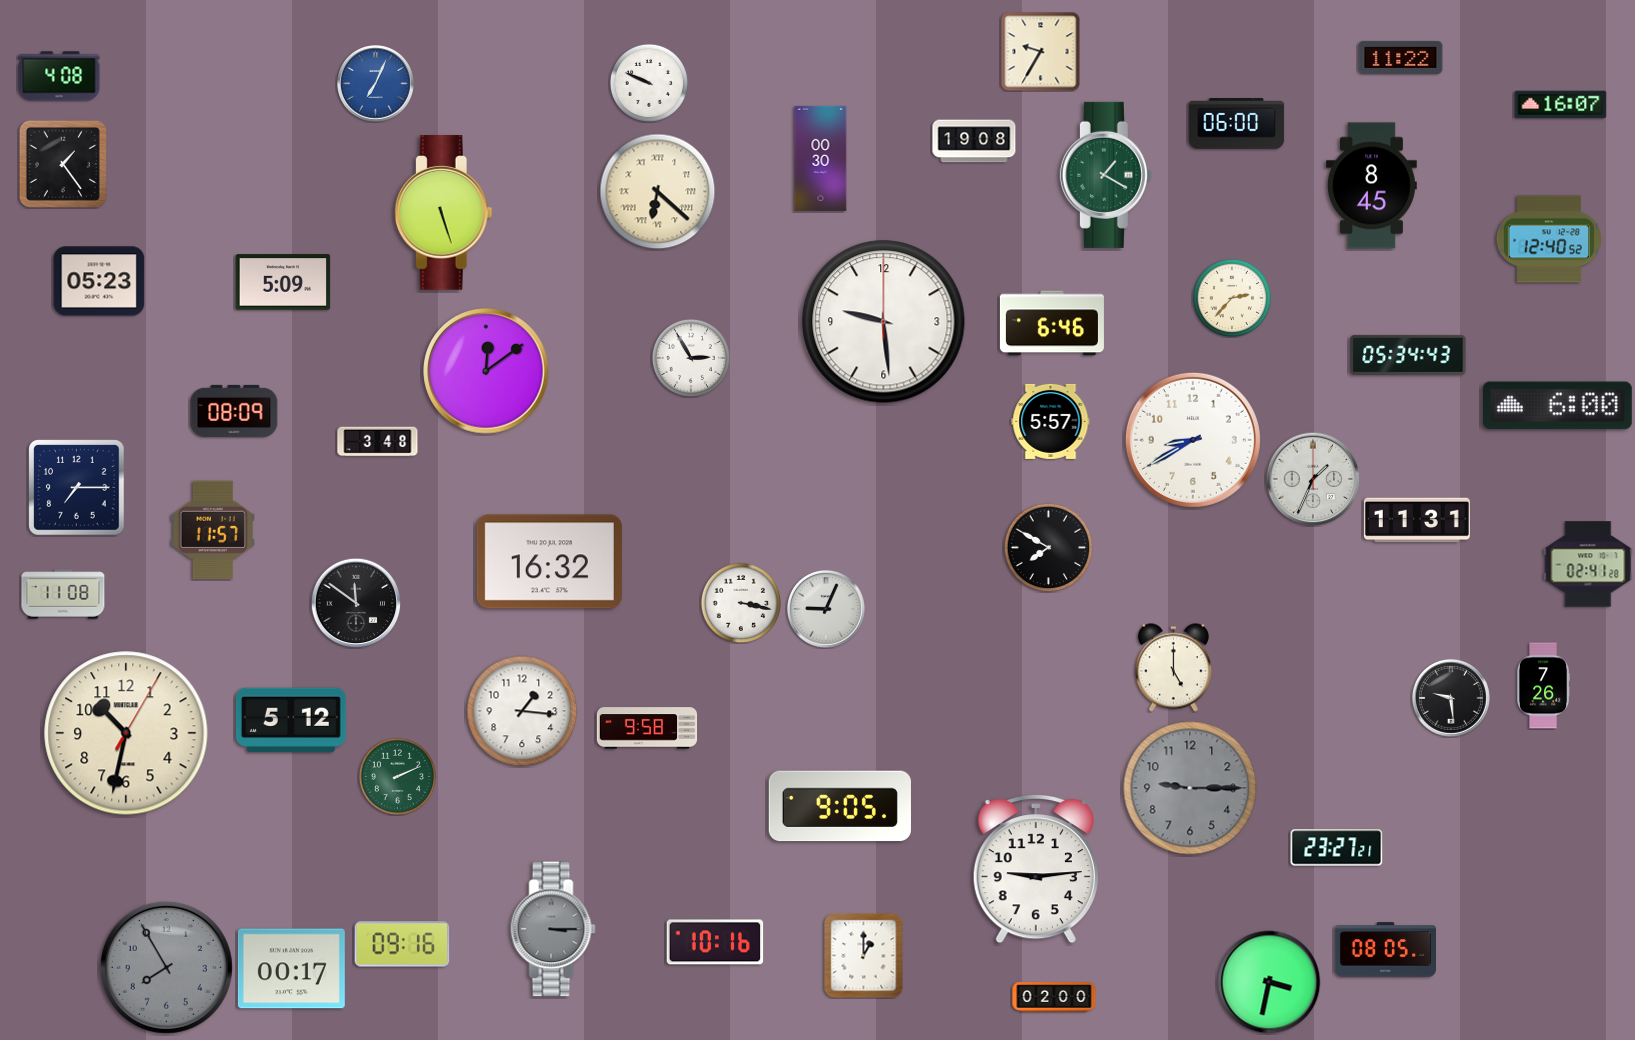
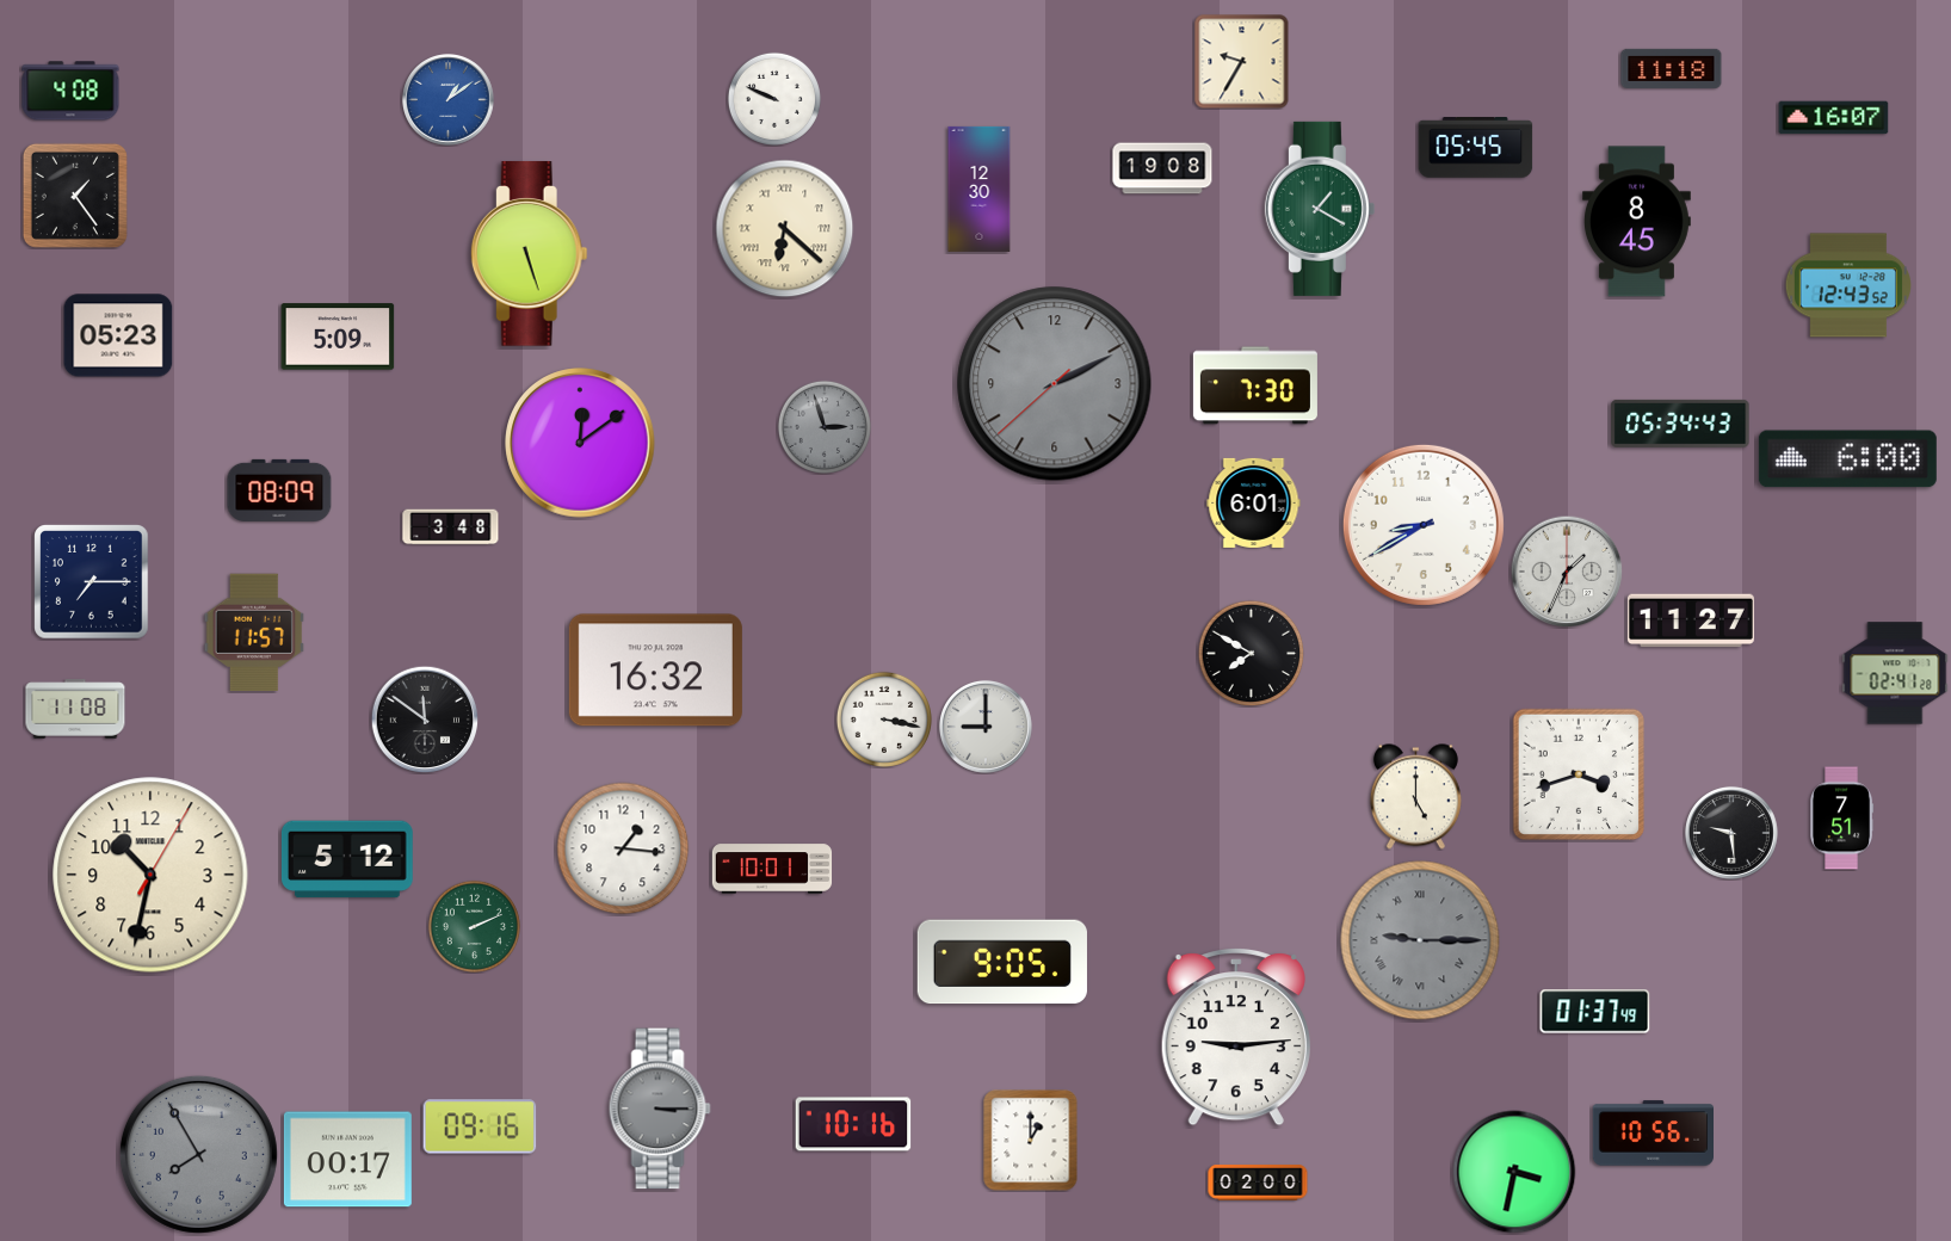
clock at (1401, 57): 11:22 -> 11:18
clock at (376, 84): 7:04 -> 1:09
clock at (1561, 105) position: (1561, 105) -> (1834, 118)
clock at (1237, 124): 06:00 -> 05:45
clock at (821, 158): 00:30 -> 12:30
clock at (1548, 239): 12:40 -> 12:43
clock at (1232, 298): 2:37 -> none
clock at (884, 322): 9:29 -> 2:10
clock at (884, 322) dial: white -> grey
clock at (1052, 323): 6:46 -> 7:30
clock at (691, 358): 2:55 -> 2:57
clock at (691, 358) dial: white -> grey
clock at (1557, 406) position: (1557, 406) -> (1847, 459)
clock at (1051, 421): 5:57 -> 6:01
clock at (1417, 520): 11:31 -> 11:27
clock at (826, 609): 9:04 -> 9:00
clock at (1578, 773): none -> 3:42
clock at (1173, 668) position: (1173, 668) -> (1415, 797)
clock at (1544, 686): 7:26 -> 7:51
clock at (647, 728): 9:58 -> 10:01
clock at (1190, 788) numerals: Arabic -> Roman
clock at (1337, 848): 23:27 -> 01:37
clock at (1385, 950): 08:05 -> 10:56
clock at (291, 969) position: (291, 969) -> (347, 1160)
clock at (1054, 997) position: (1054, 997) -> (1258, 1183)
